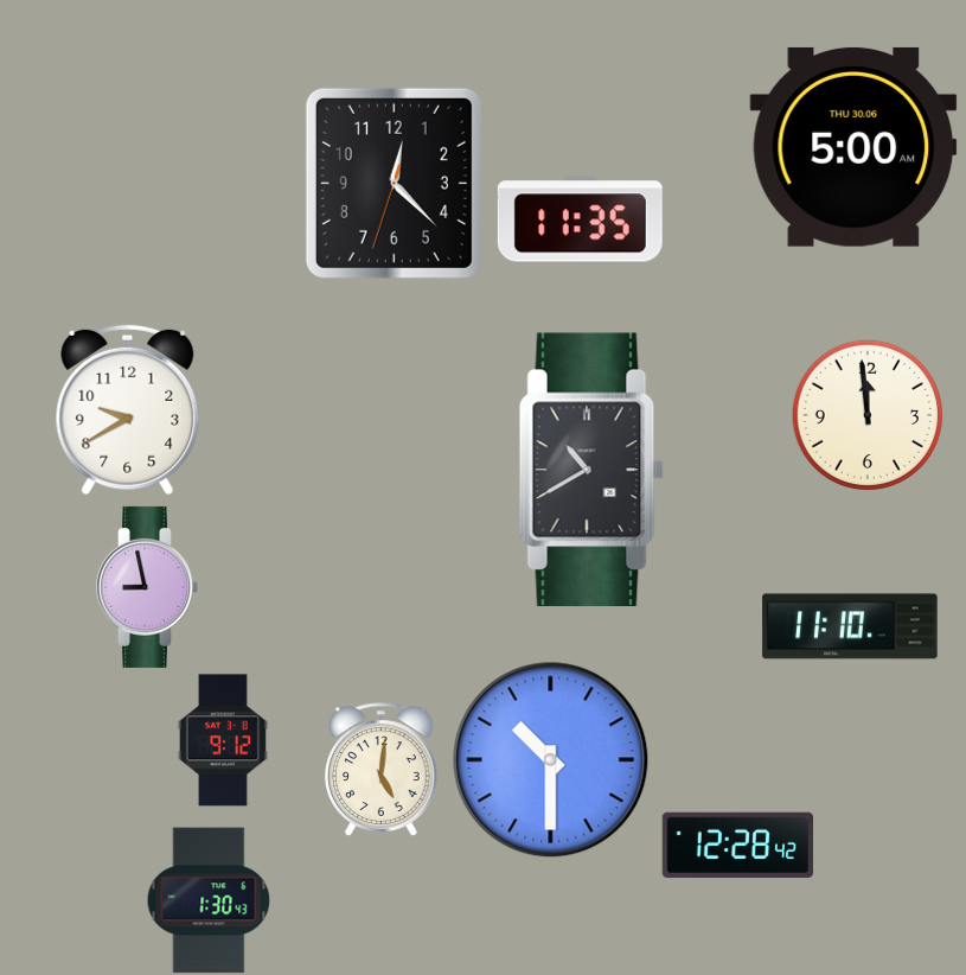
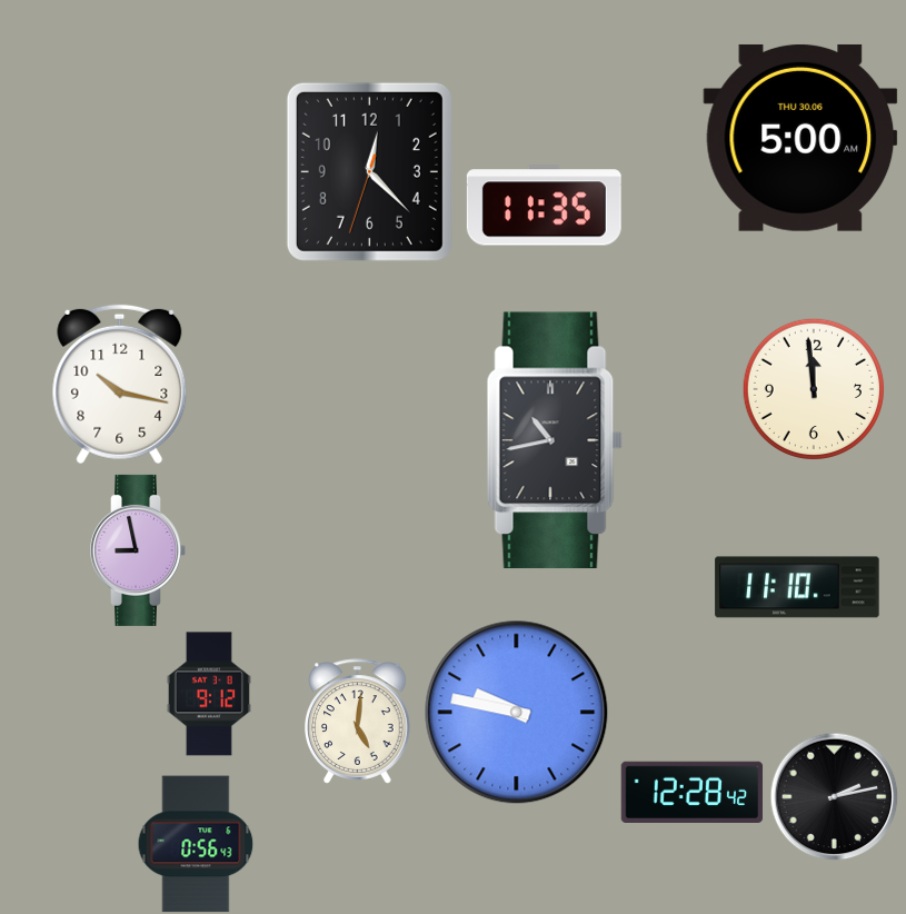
clock at (128, 410): 9:40 -> 10:17
clock at (591, 470): 10:40 -> 10:43
clock at (551, 760): 10:30 -> 9:47
clock at (834, 796): none -> 2:13
clock at (209, 900): 1:30 -> 0:56
